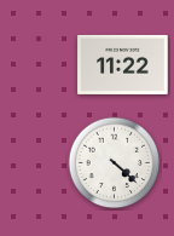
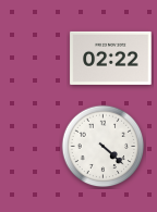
clock at (123, 64): 11:22 -> 02:22
